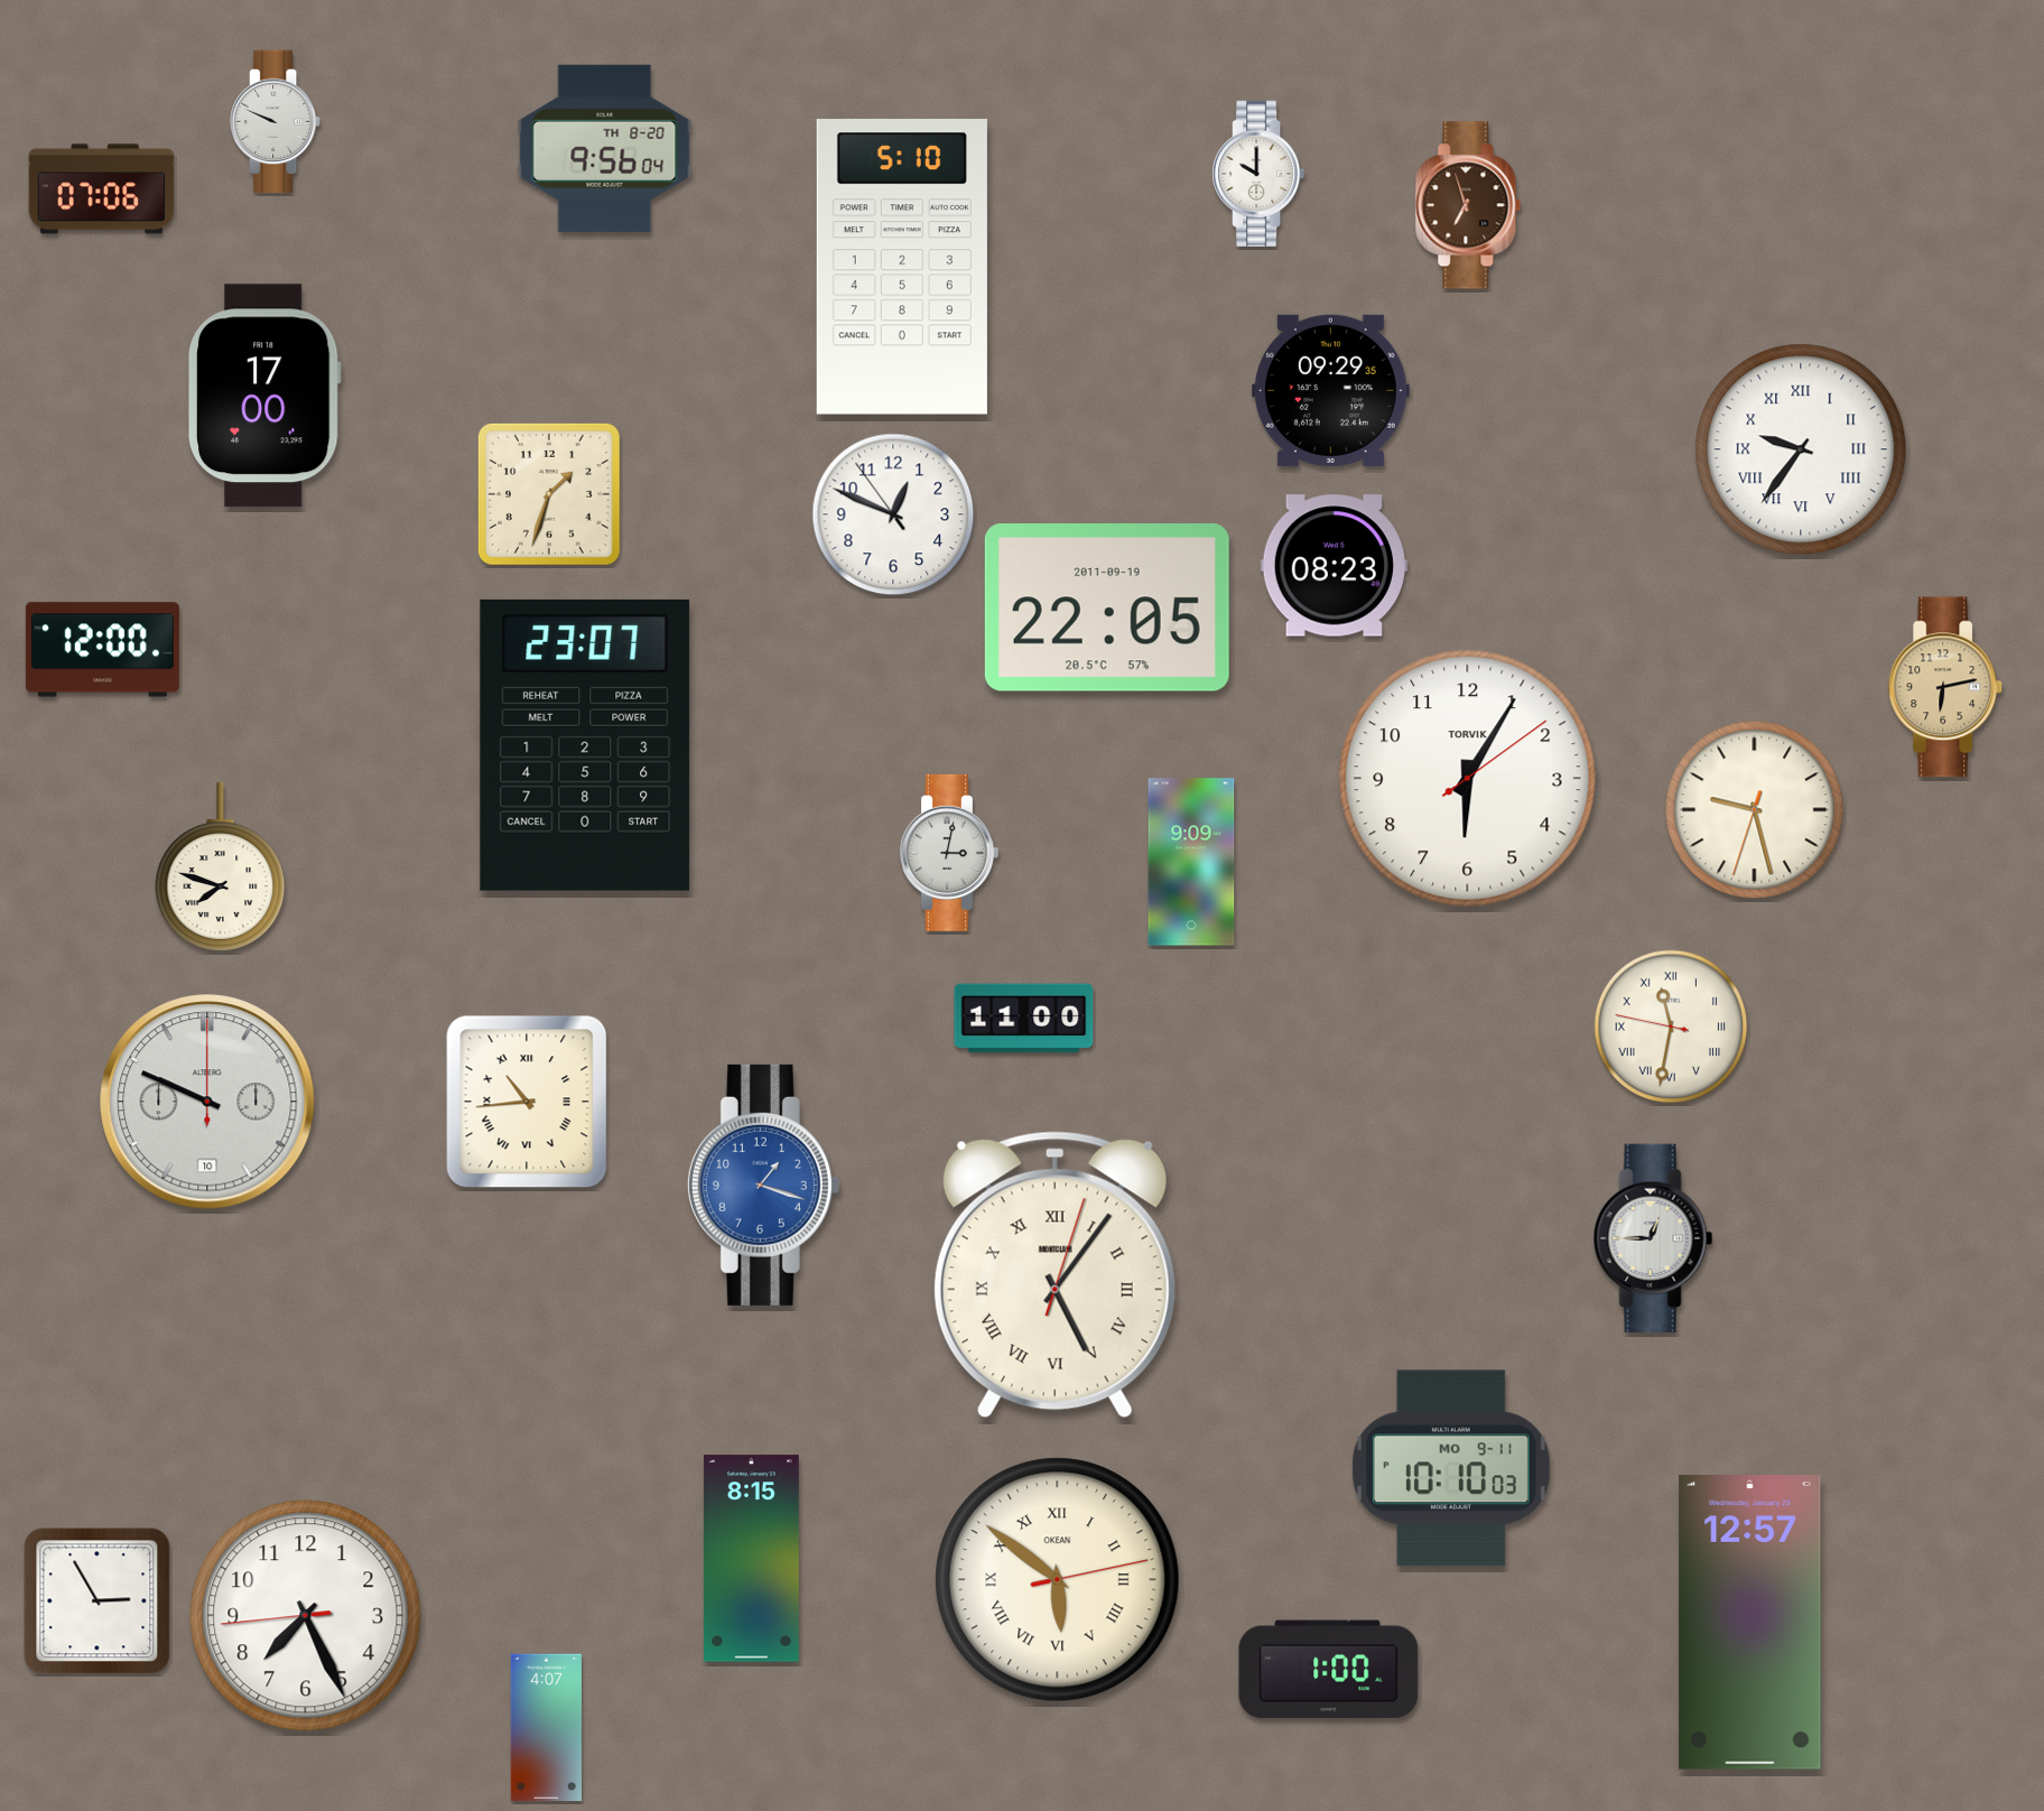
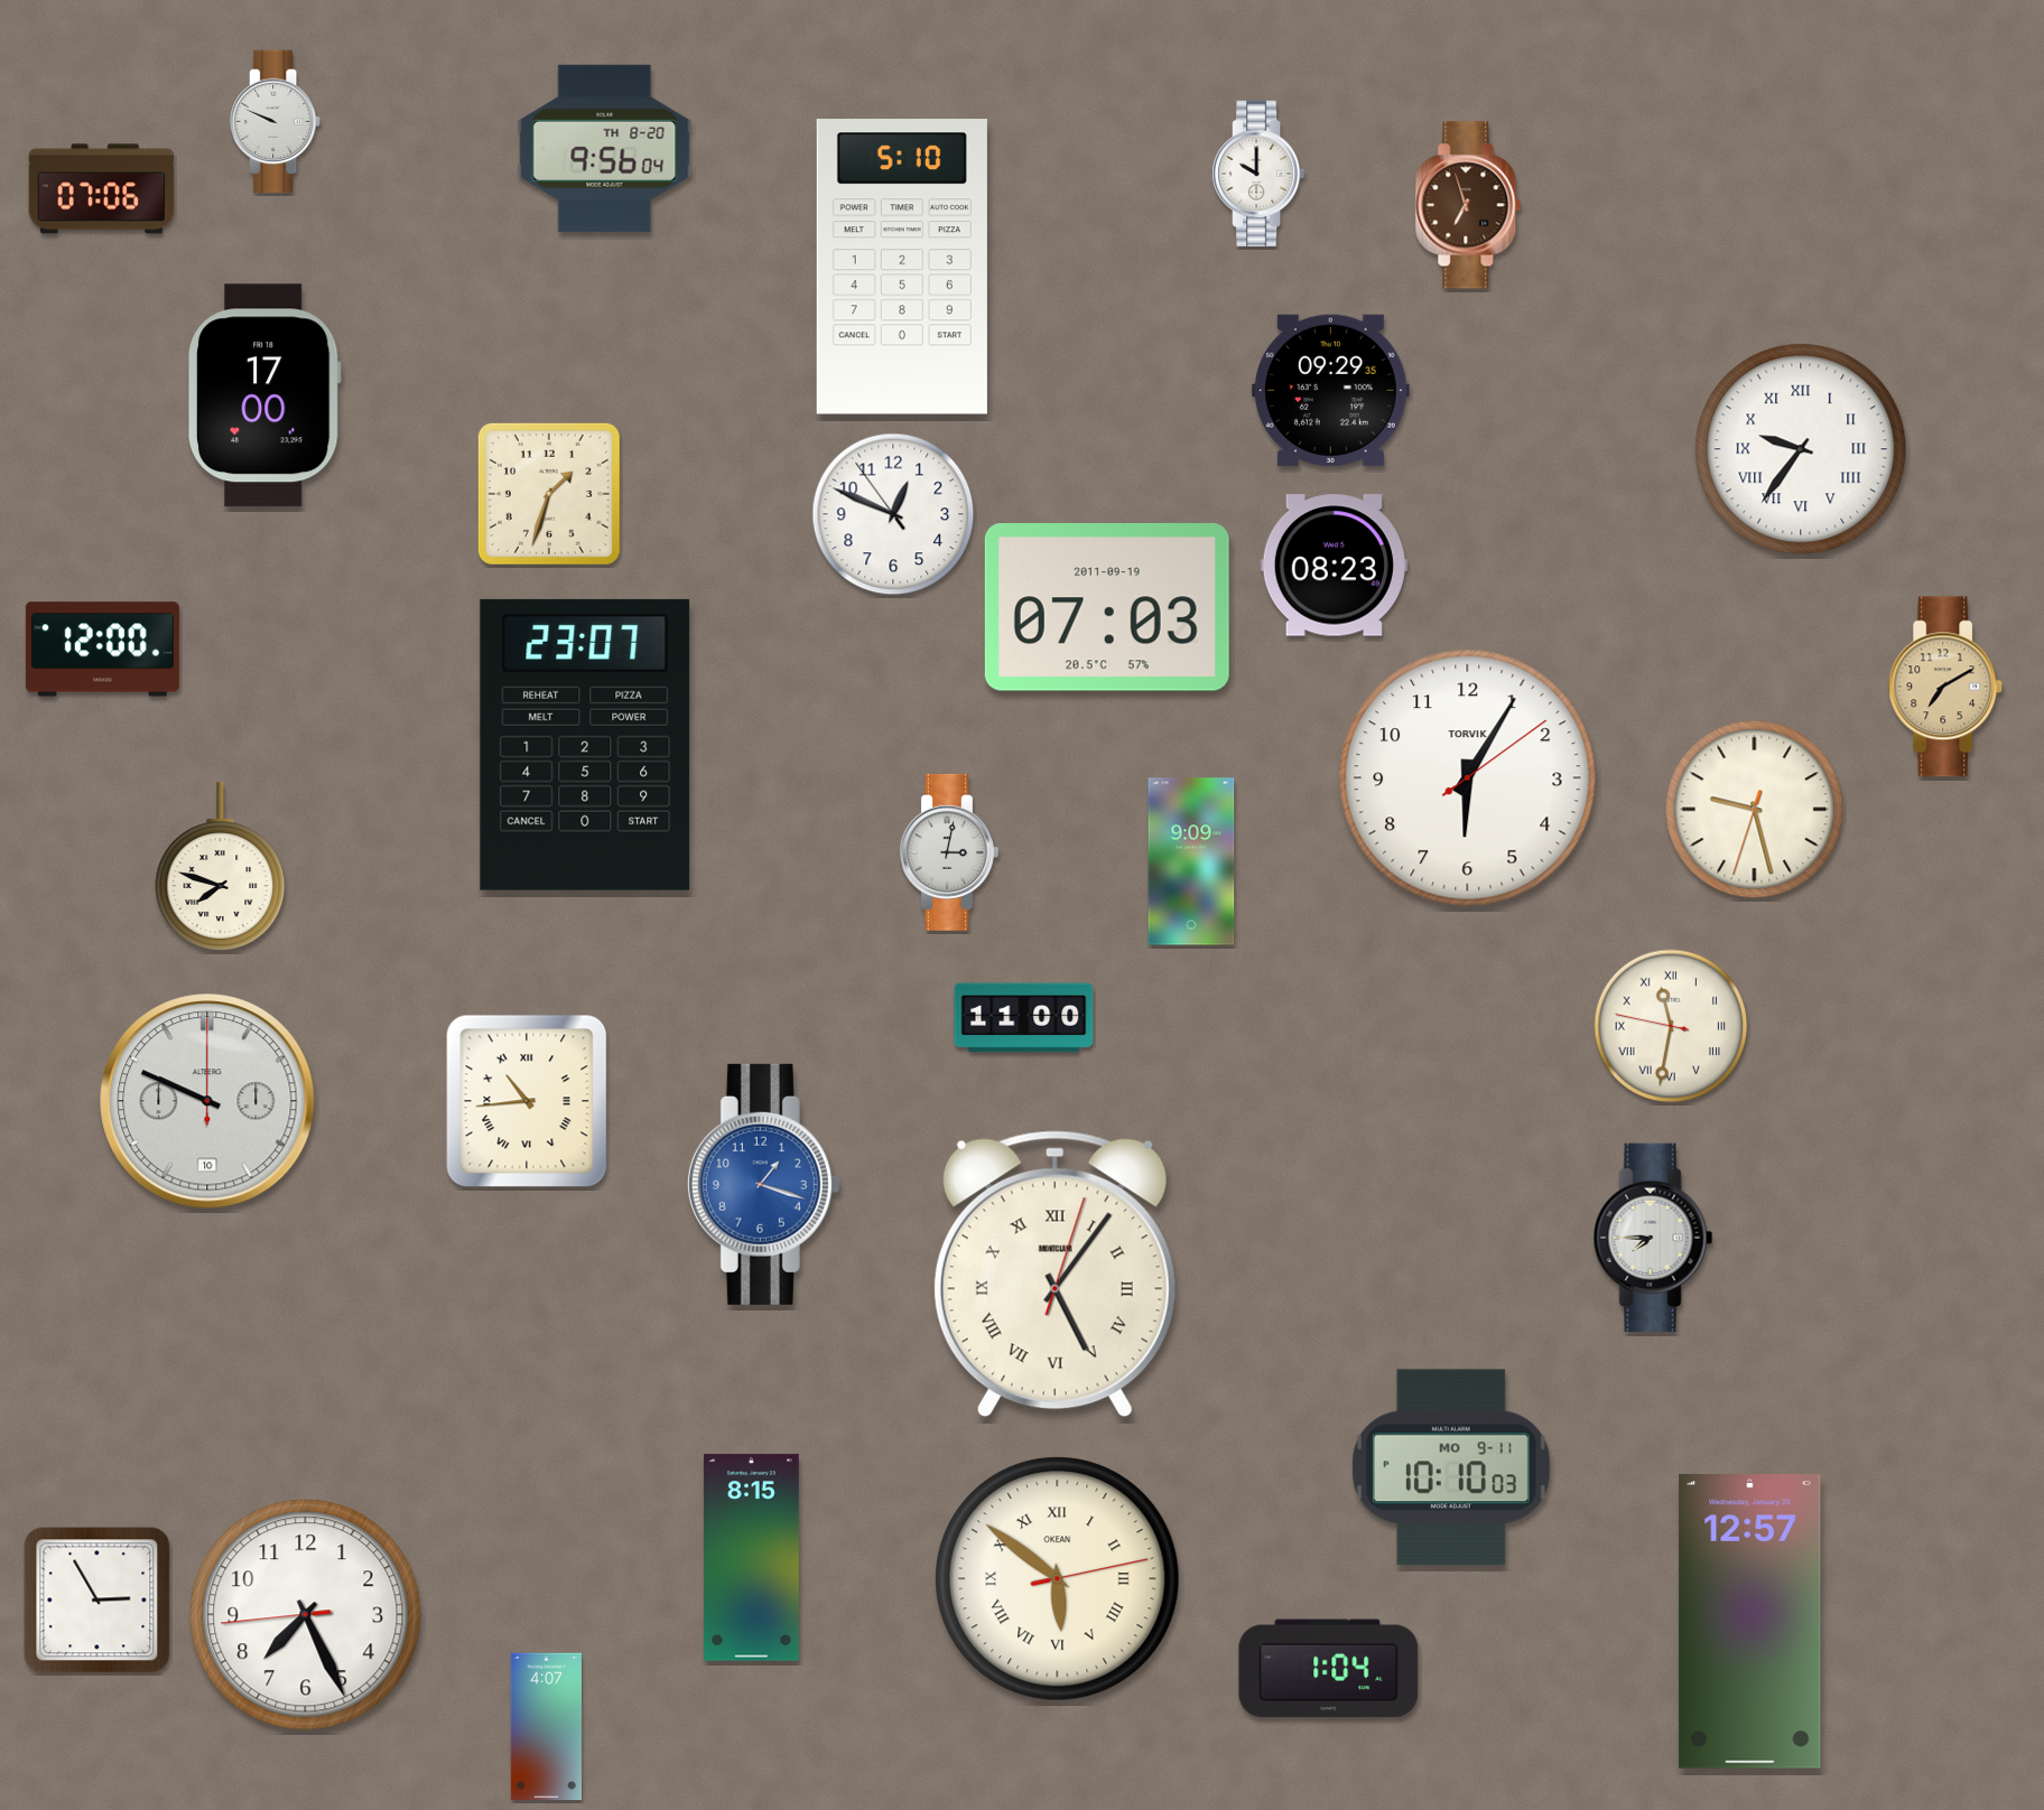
clock at (1107, 609): 22:05 -> 07:03
clock at (1947, 687): 6:13 -> 7:10
clock at (1653, 1238): 12:45 -> 7:45
clock at (1329, 1670): 1:00 -> 1:04
